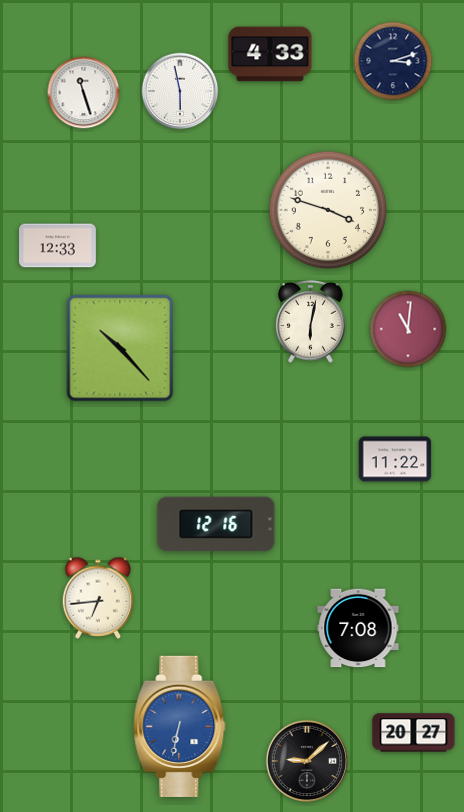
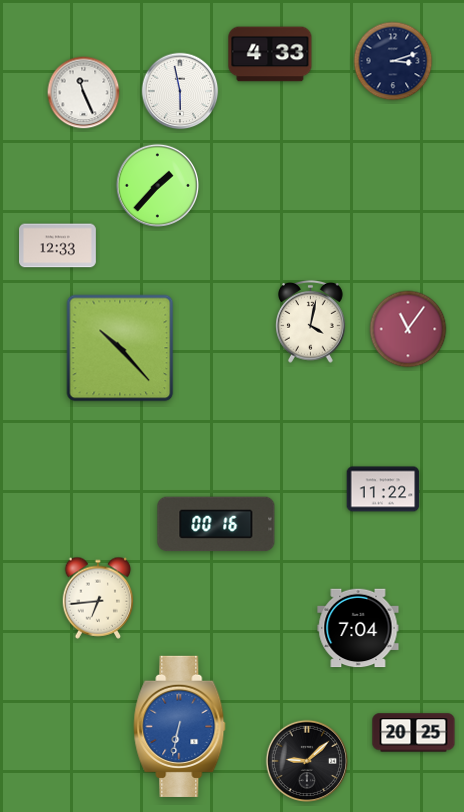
clock at (84, 93): 11:27 -> 11:26
clock at (157, 185): none -> 1:37
clock at (328, 210): 3:48 -> none
clock at (311, 321): 6:02 -> 4:02
clock at (408, 329): 11:01 -> 11:06
clock at (395, 459) position: (395, 459) -> (383, 489)
clock at (216, 524): 12:16 -> 00:16
clock at (358, 628): 7:08 -> 7:04
clock at (414, 733): 20:27 -> 20:25
